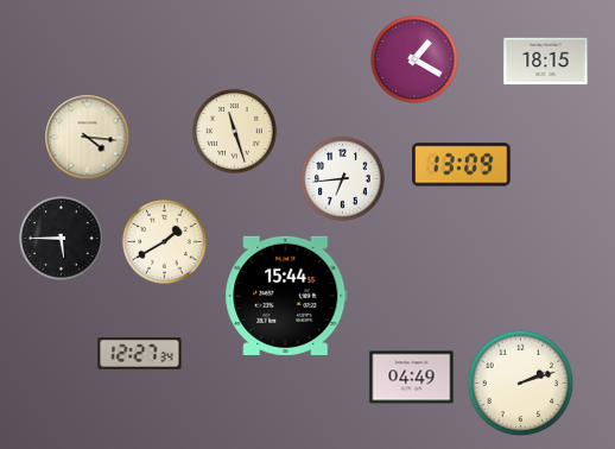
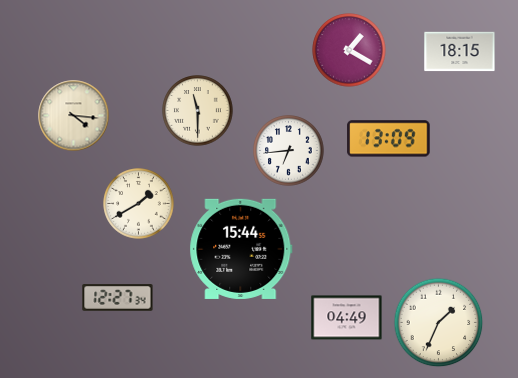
clock at (235, 132): 11:27 -> 11:30
clock at (62, 239): 5:45 -> none
clock at (521, 384): 2:12 -> 1:34
